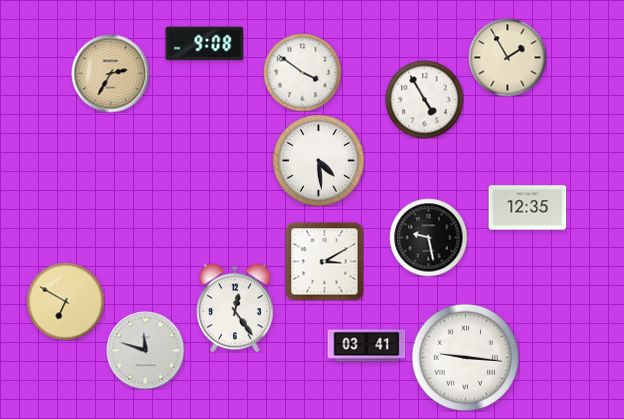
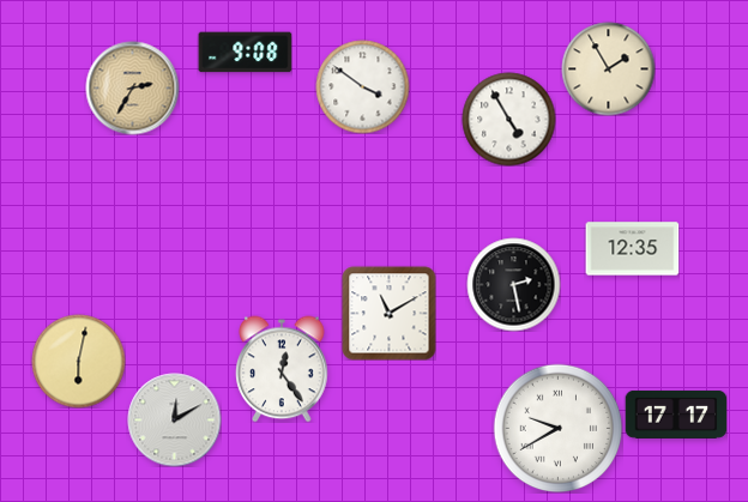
clock at (319, 161): 4:29 -> none
clock at (428, 237): 9:28 -> 2:28
clock at (324, 261): 3:10 -> 11:10
clock at (65, 301): 6:50 -> 6:02
clock at (366, 346): 03:41 -> none
clock at (676, 415): none -> 17:17
clock at (145, 350): 11:48 -> 12:10
clock at (465, 357): 9:16 -> 9:40
